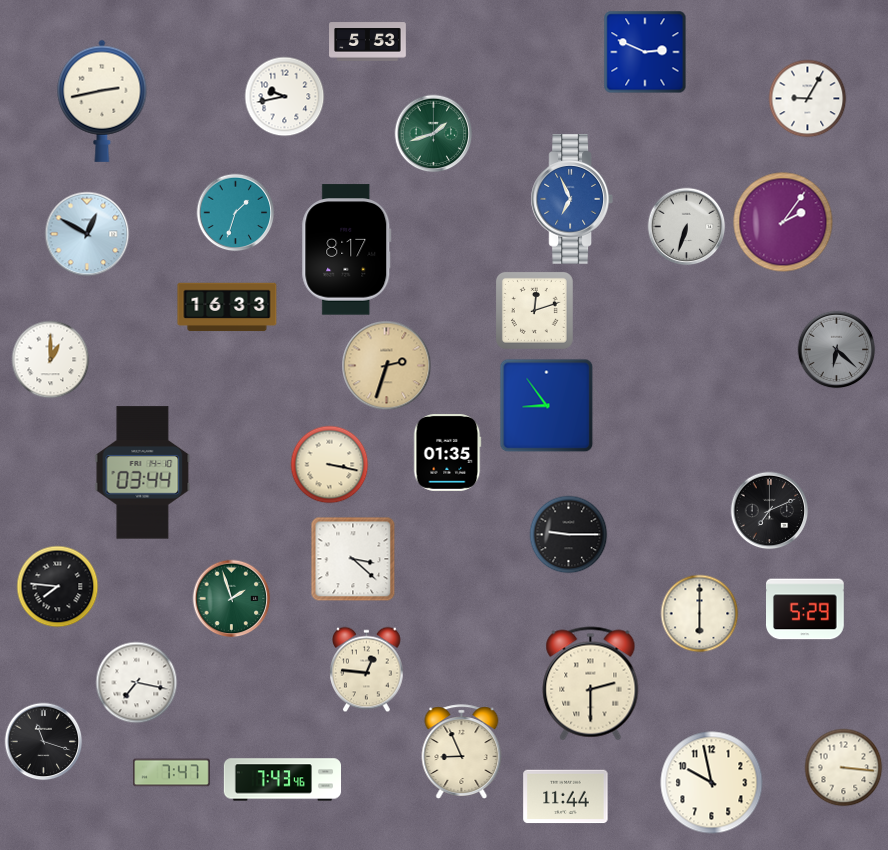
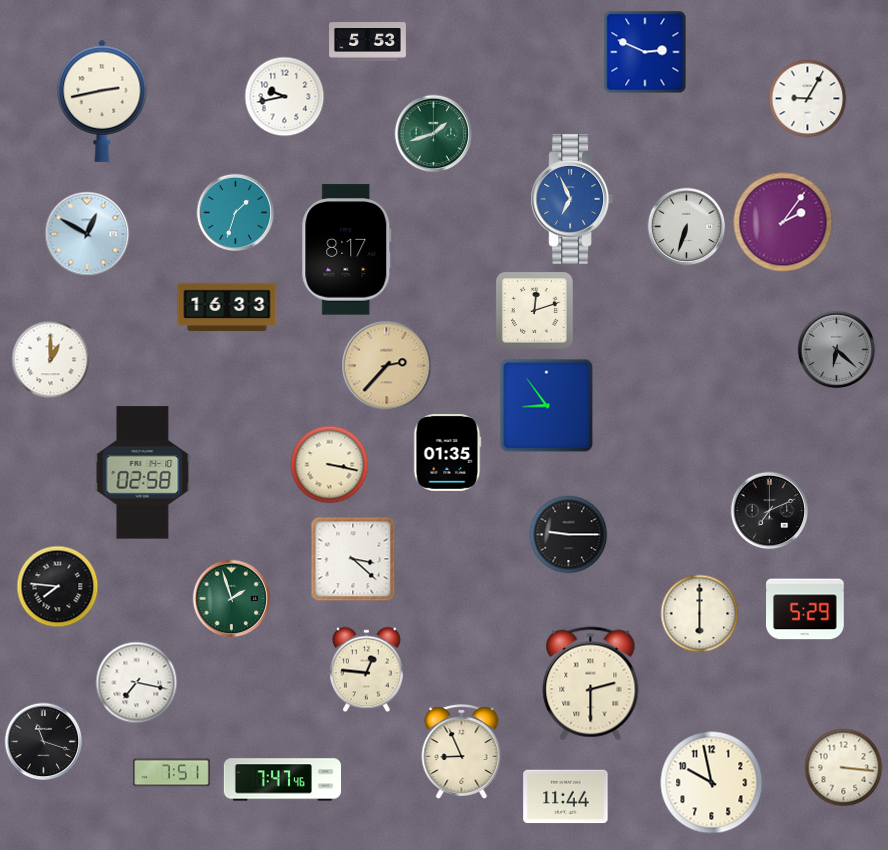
clock at (386, 365): 2:33 -> 2:37
clock at (143, 473): 03:44 -> 02:58
clock at (172, 773): 7:47 -> 7:51
clock at (282, 780): 7:43 -> 7:47
